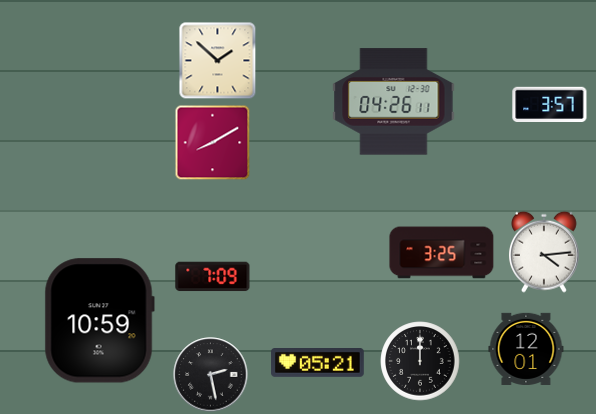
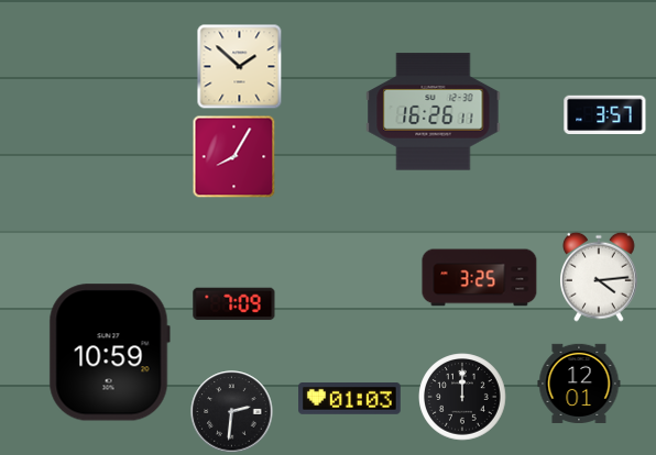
clock at (394, 102): 04:26 -> 16:26
clock at (213, 143): 8:10 -> 8:05
clock at (442, 253) position: (442, 253) -> (480, 278)
clock at (318, 363): 05:21 -> 01:03
clock at (211, 375): 2:28 -> 2:31
